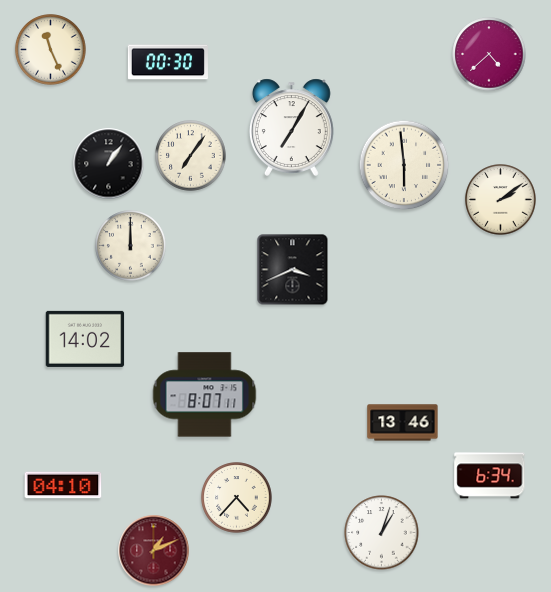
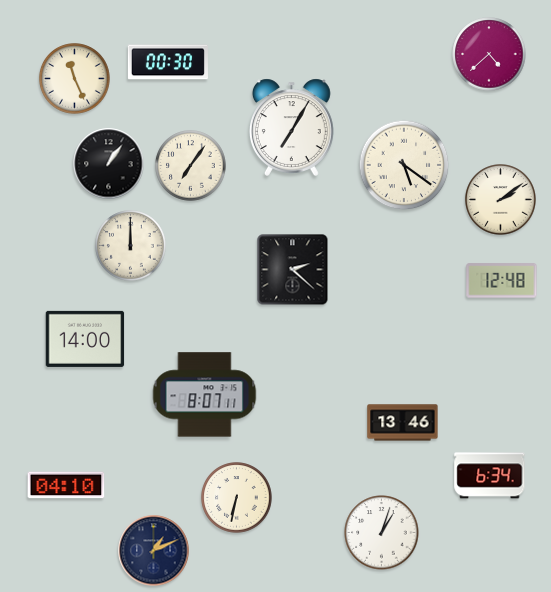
clock at (51, 50) position: (51, 50) -> (75, 79)
clock at (191, 156) position: (191, 156) -> (191, 166)
clock at (404, 165): 5:59 -> 5:21
clock at (293, 270): 3:41 -> 2:22
clock at (502, 281): none -> 12:48
clock at (85, 339): 14:02 -> 14:00
clock at (63, 485) position: (63, 485) -> (66, 485)
clock at (237, 498): 4:37 -> 6:32
clock at (154, 551) dial: burgundy -> navy
